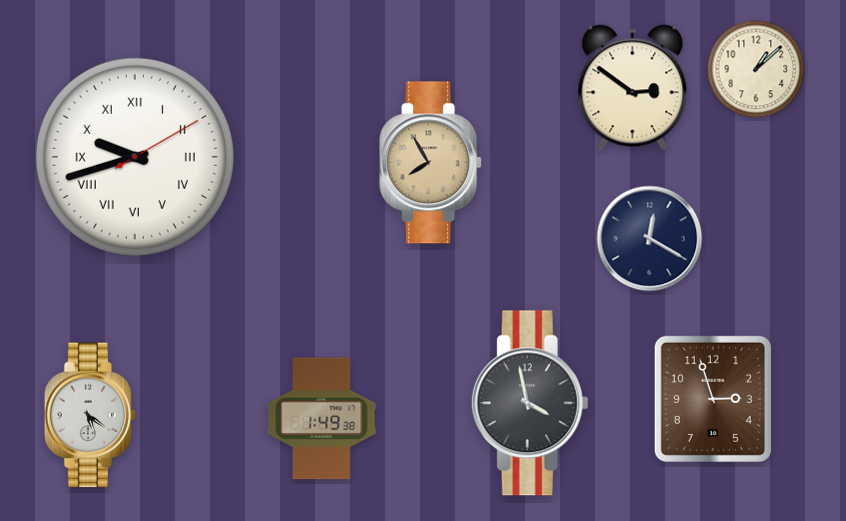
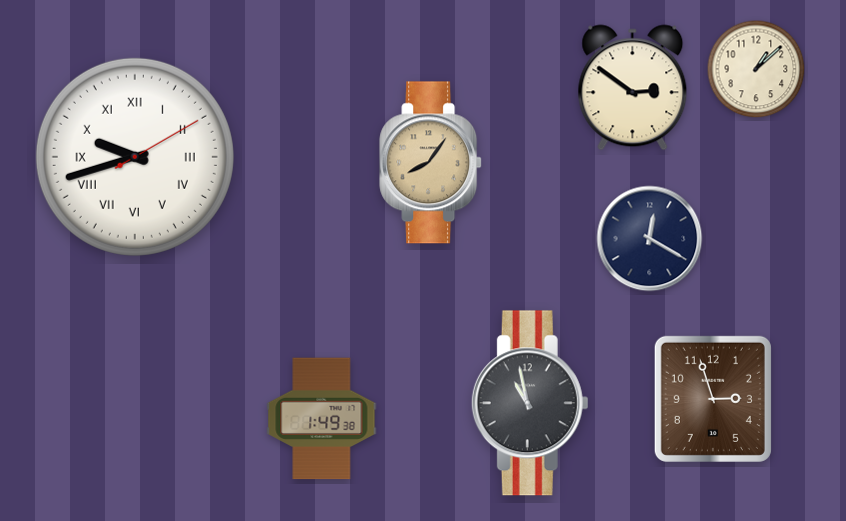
clock at (431, 163): 7:55 -> 8:06
clock at (530, 403): 3:58 -> 10:58
clock at (90, 415): 5:21 -> none
